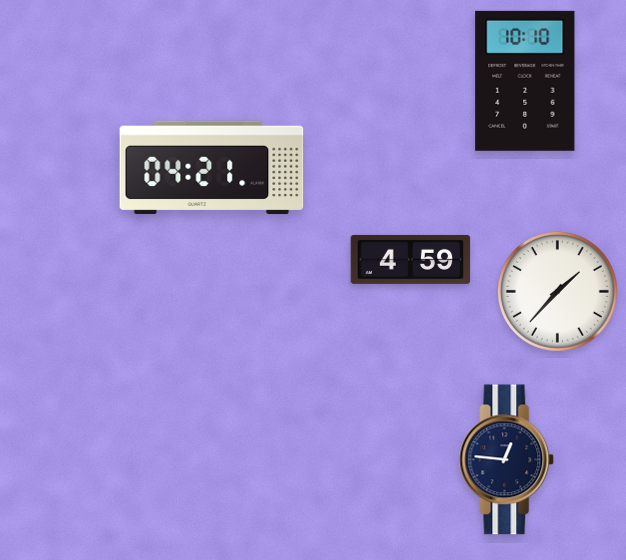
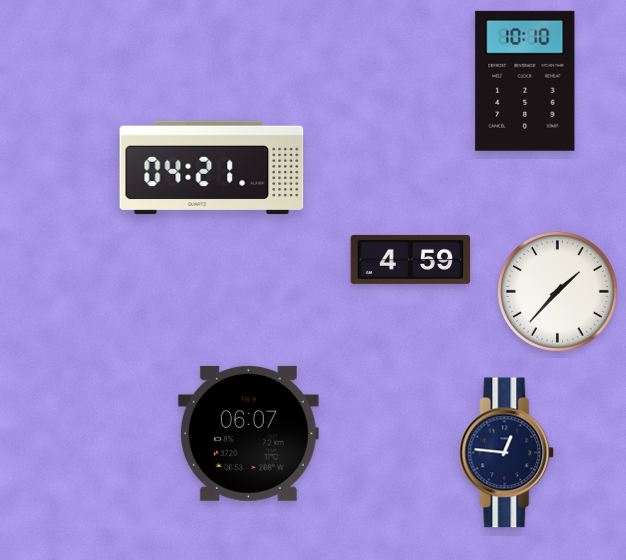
clock at (248, 433): none -> 06:07
clock at (507, 460) position: (507, 460) -> (507, 453)
